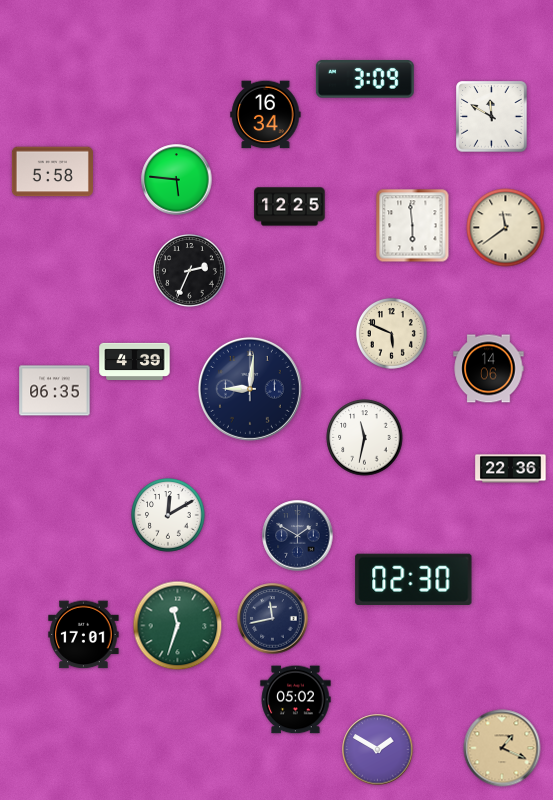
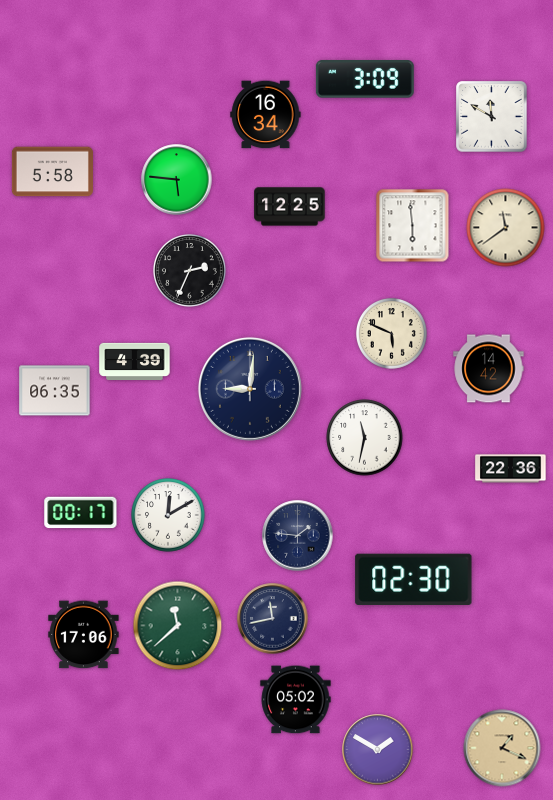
clock at (489, 369): 14:06 -> 14:42
clock at (81, 513): none -> 00:17
clock at (298, 536): 1:50 -> 1:46
clock at (178, 626): 11:33 -> 11:38
clock at (84, 635): 17:01 -> 17:06
